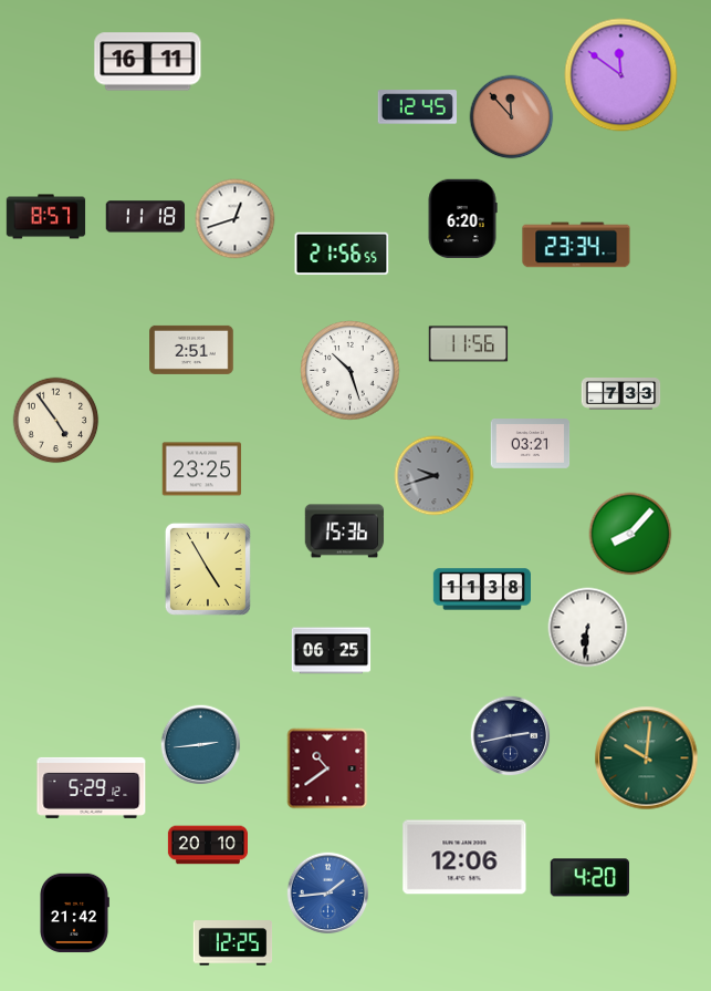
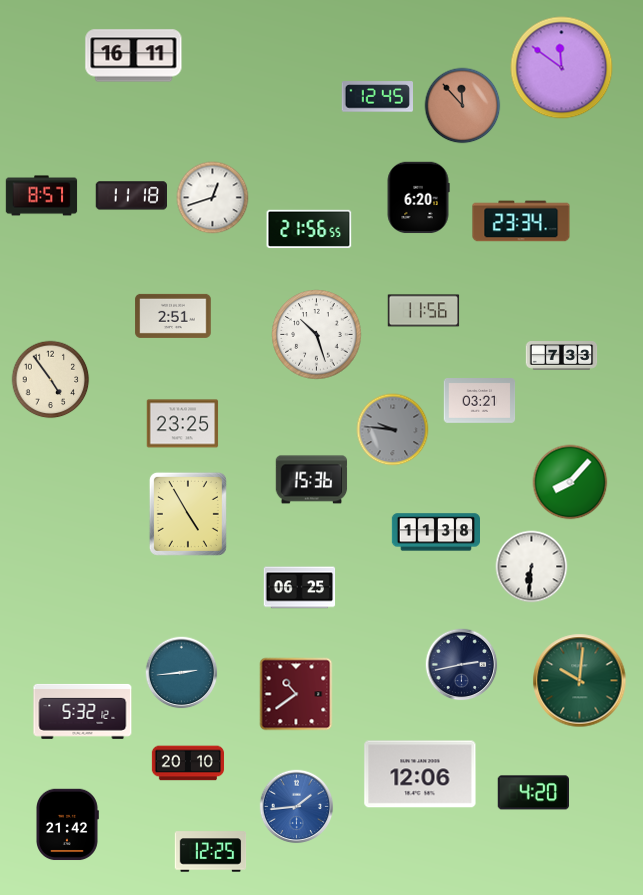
clock at (435, 476): 9:42 -> 9:46
clock at (647, 758) position: (647, 758) -> (580, 681)
clock at (92, 787): 5:29 -> 5:32
